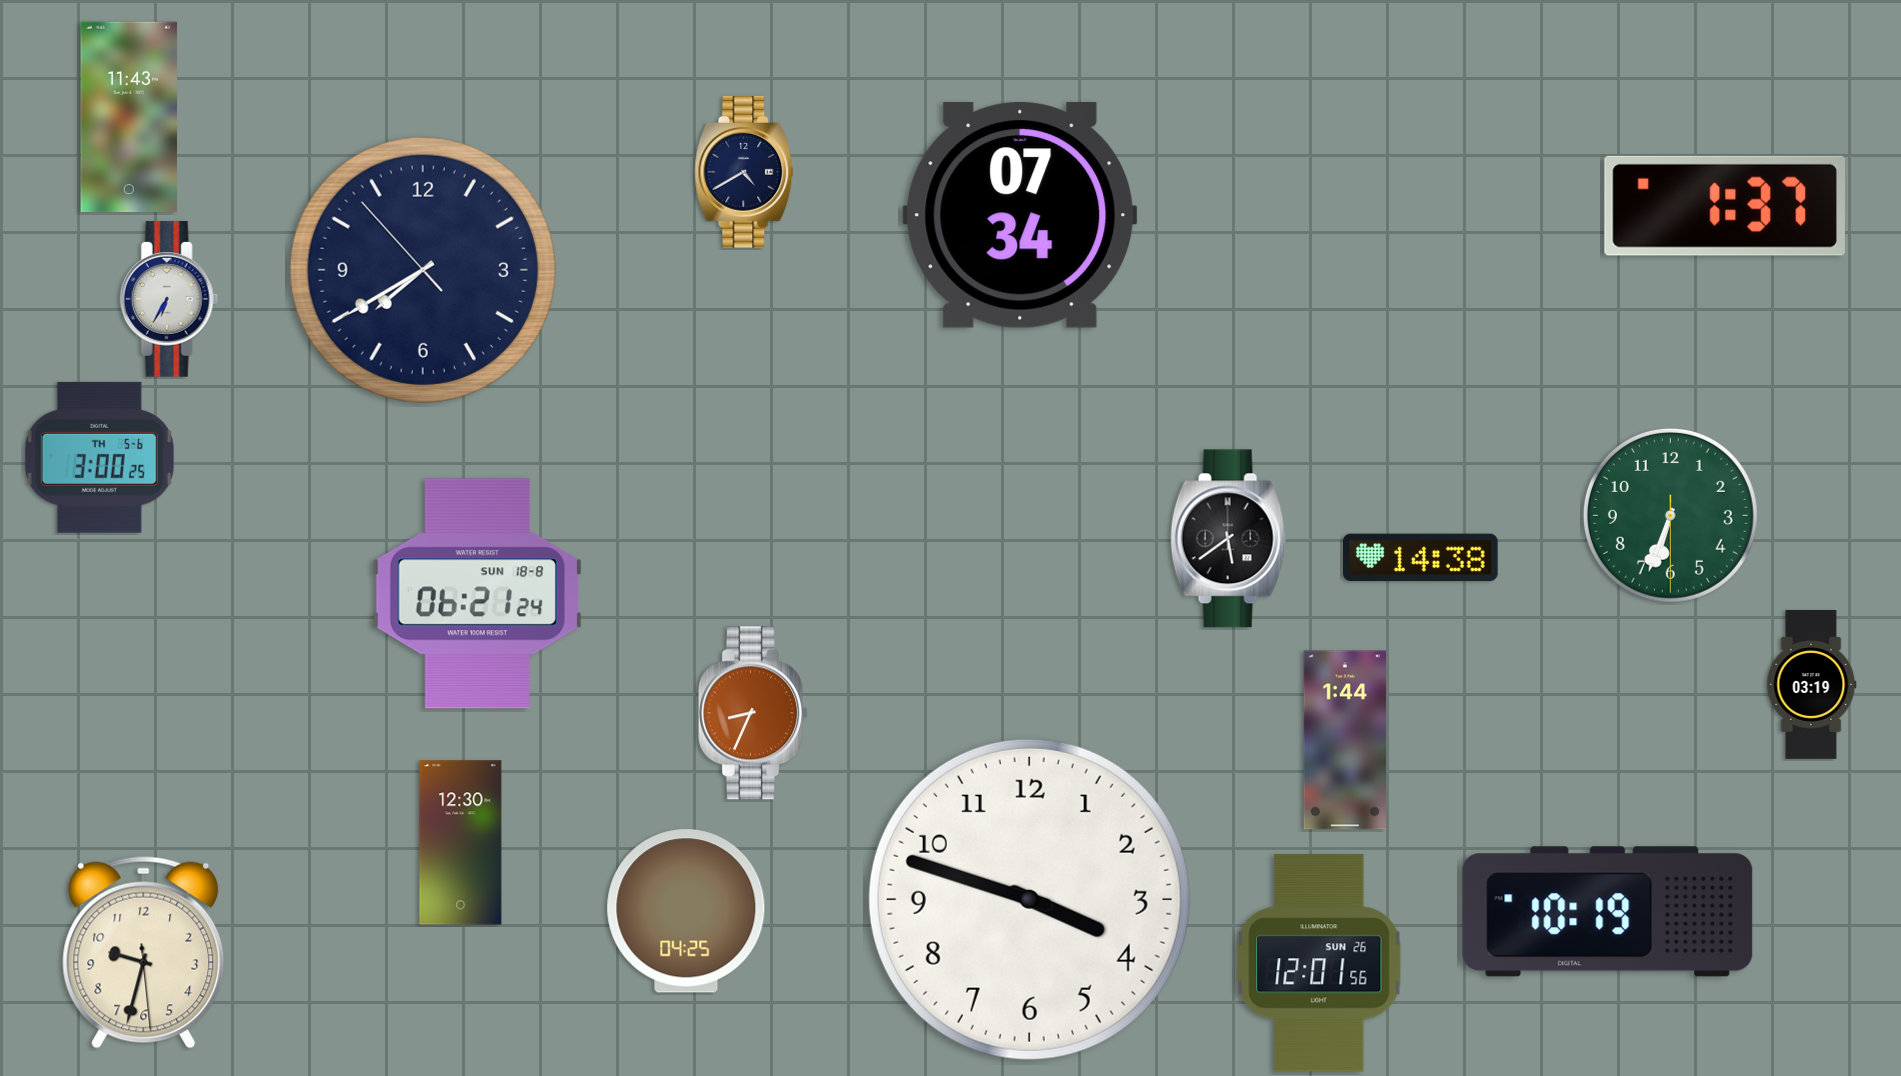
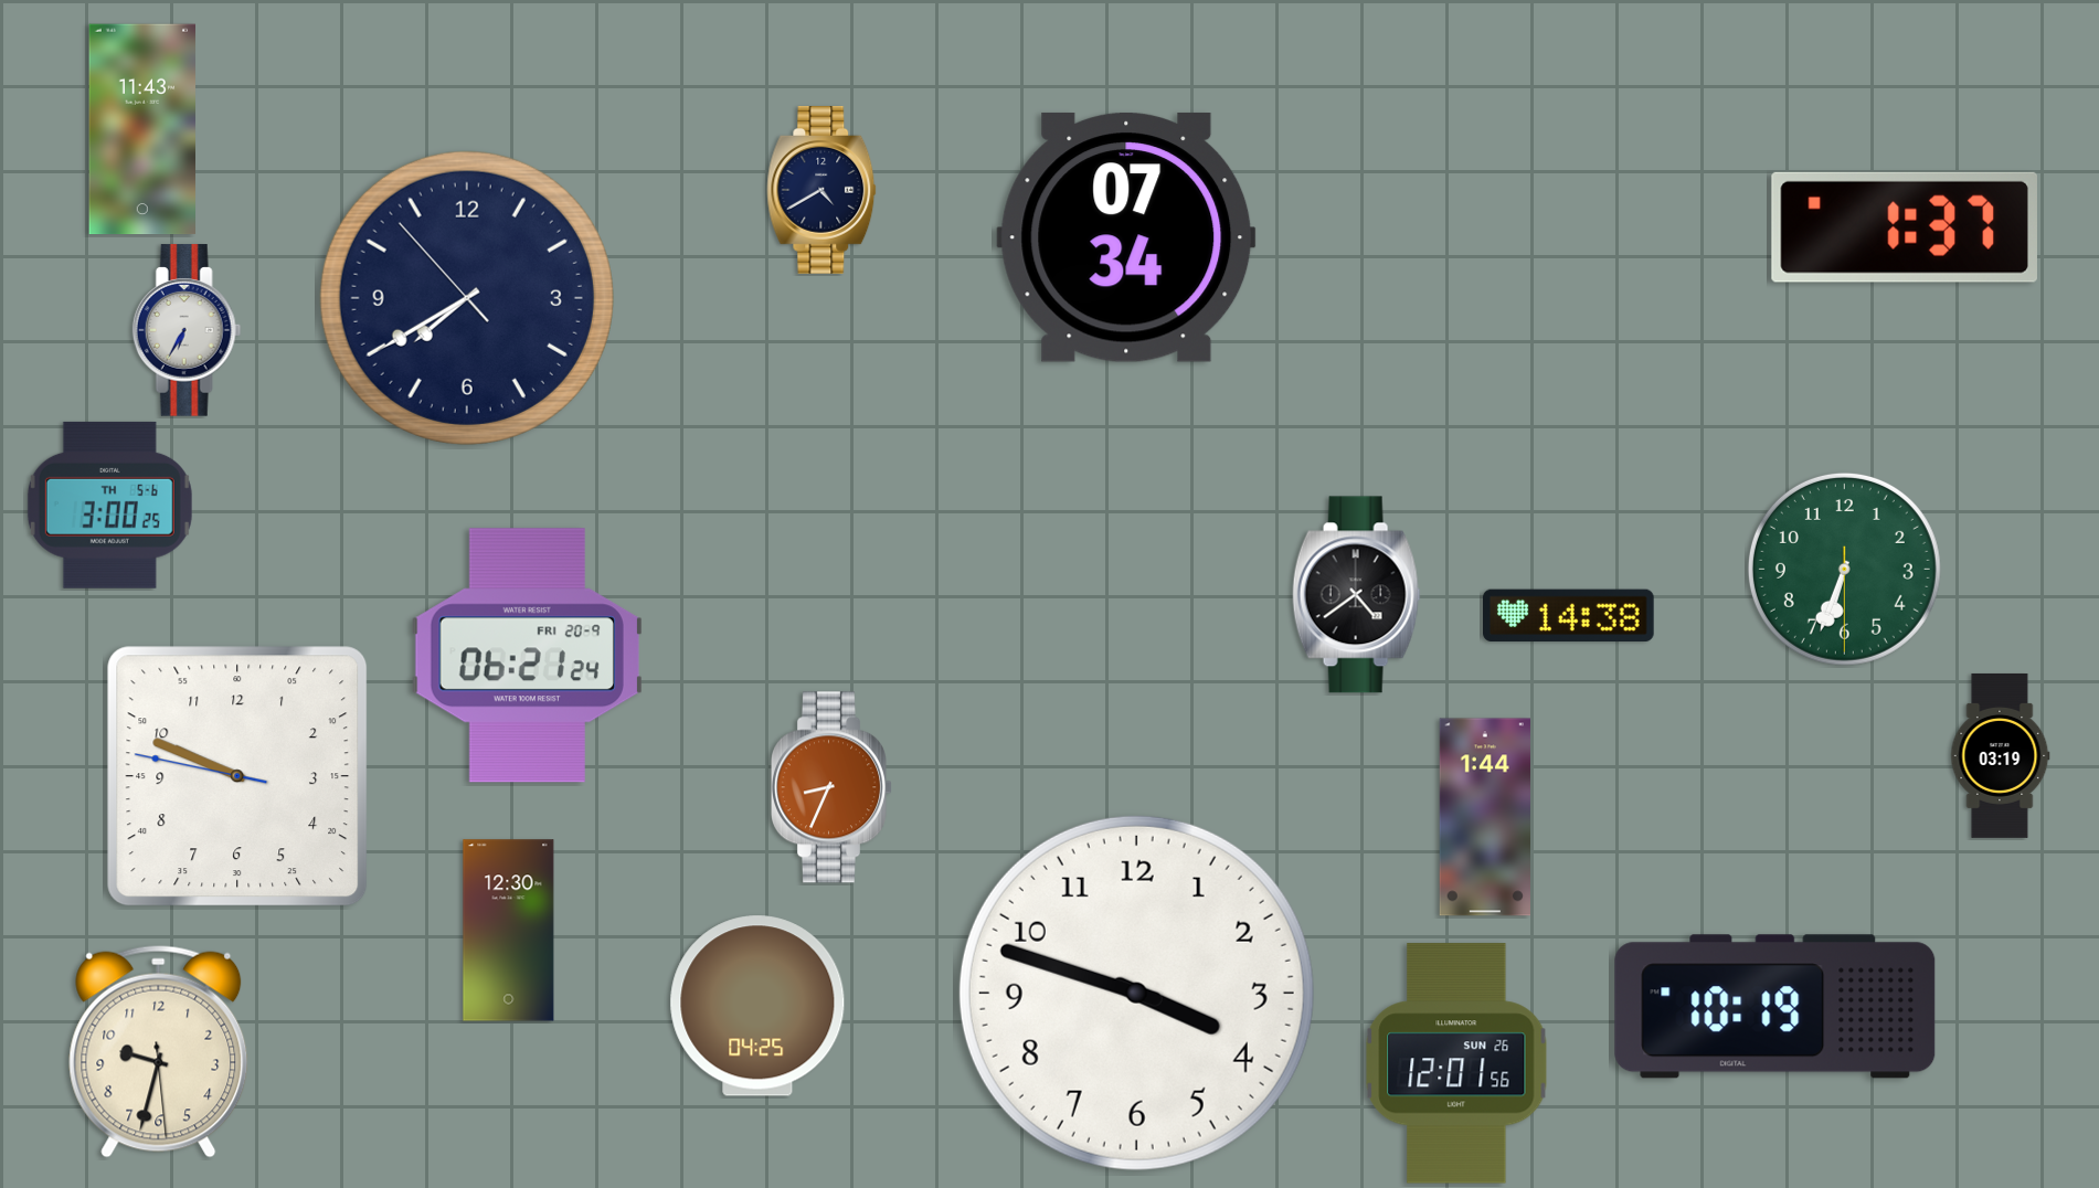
clock at (1228, 539): 5:39 -> 4:39
clock at (477, 594) date: SUN 18-8 -> FRI 20-9
clock at (237, 776): none -> 9:48
